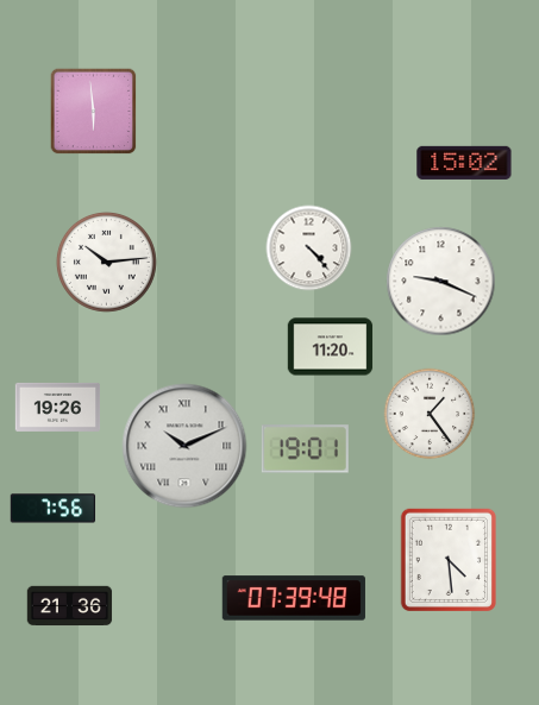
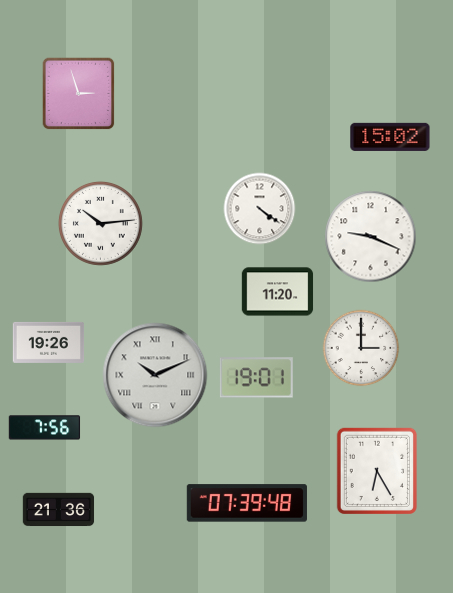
clock at (94, 112): 5:59 -> 2:57
clock at (309, 248): 4:23 -> 4:21
clock at (106, 262) position: (106, 262) -> (100, 223)
clock at (430, 414): 1:24 -> 3:00
clock at (447, 560): 4:29 -> 6:25
